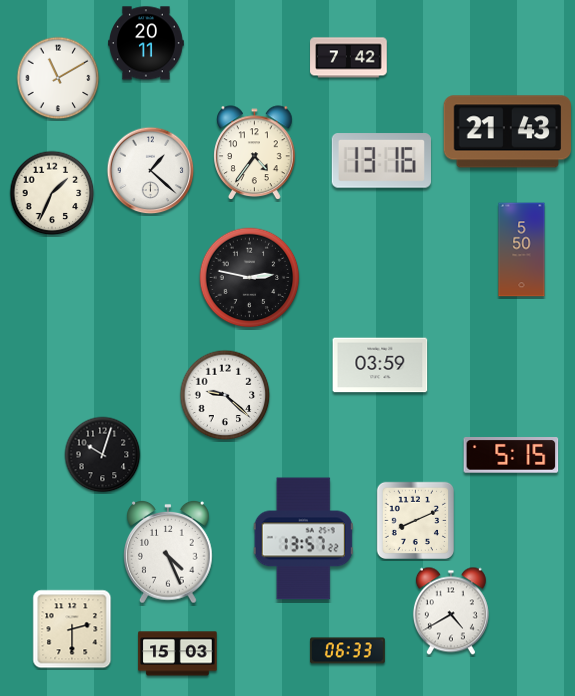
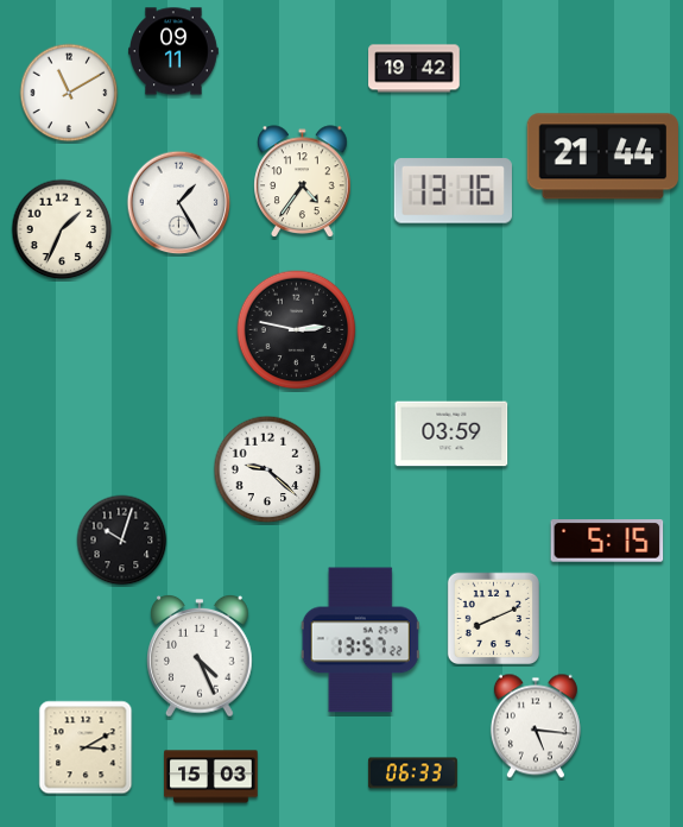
clock at (147, 43): 20:11 -> 09:11
clock at (349, 58): 7:42 -> 19:42
clock at (507, 132): 21:43 -> 21:44
clock at (151, 171): 1:22 -> 1:25
clock at (522, 250): 5:50 -> none
clock at (451, 611): 4:40 -> 5:16
clock at (72, 629): 2:30 -> 3:10
